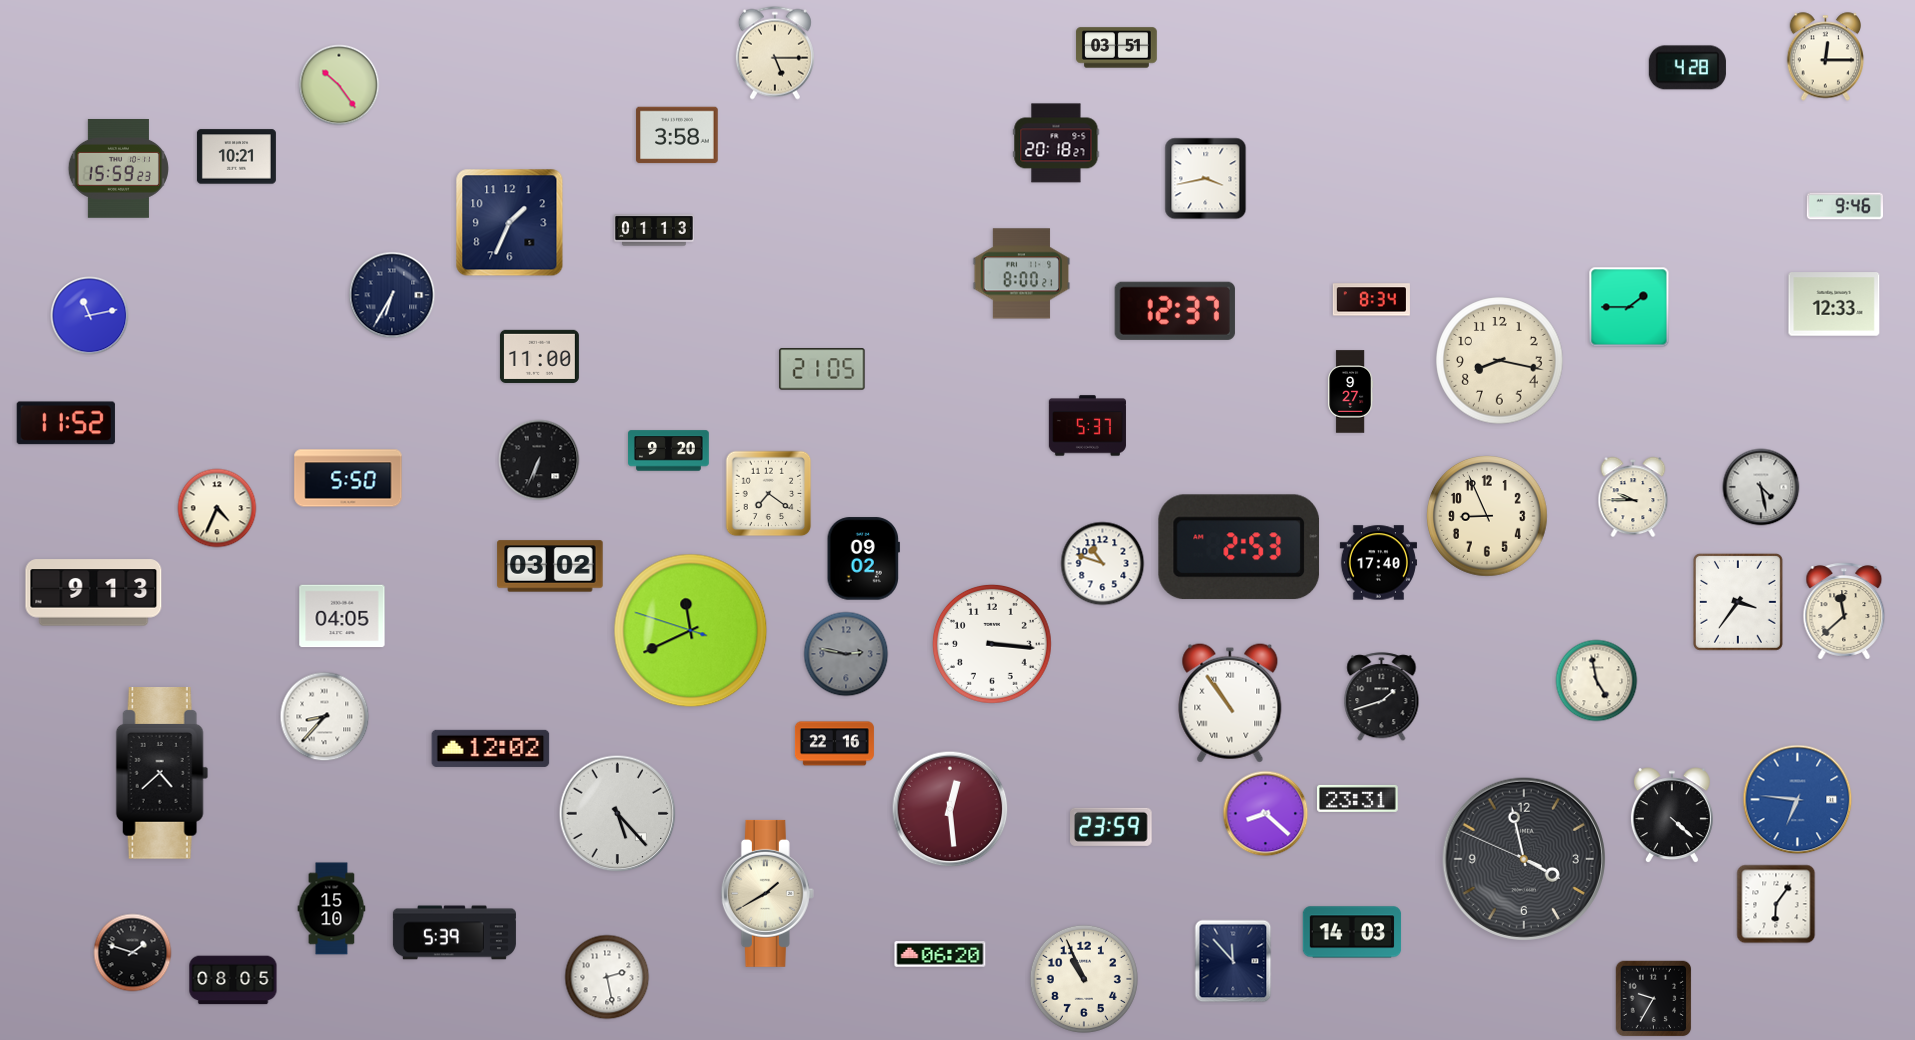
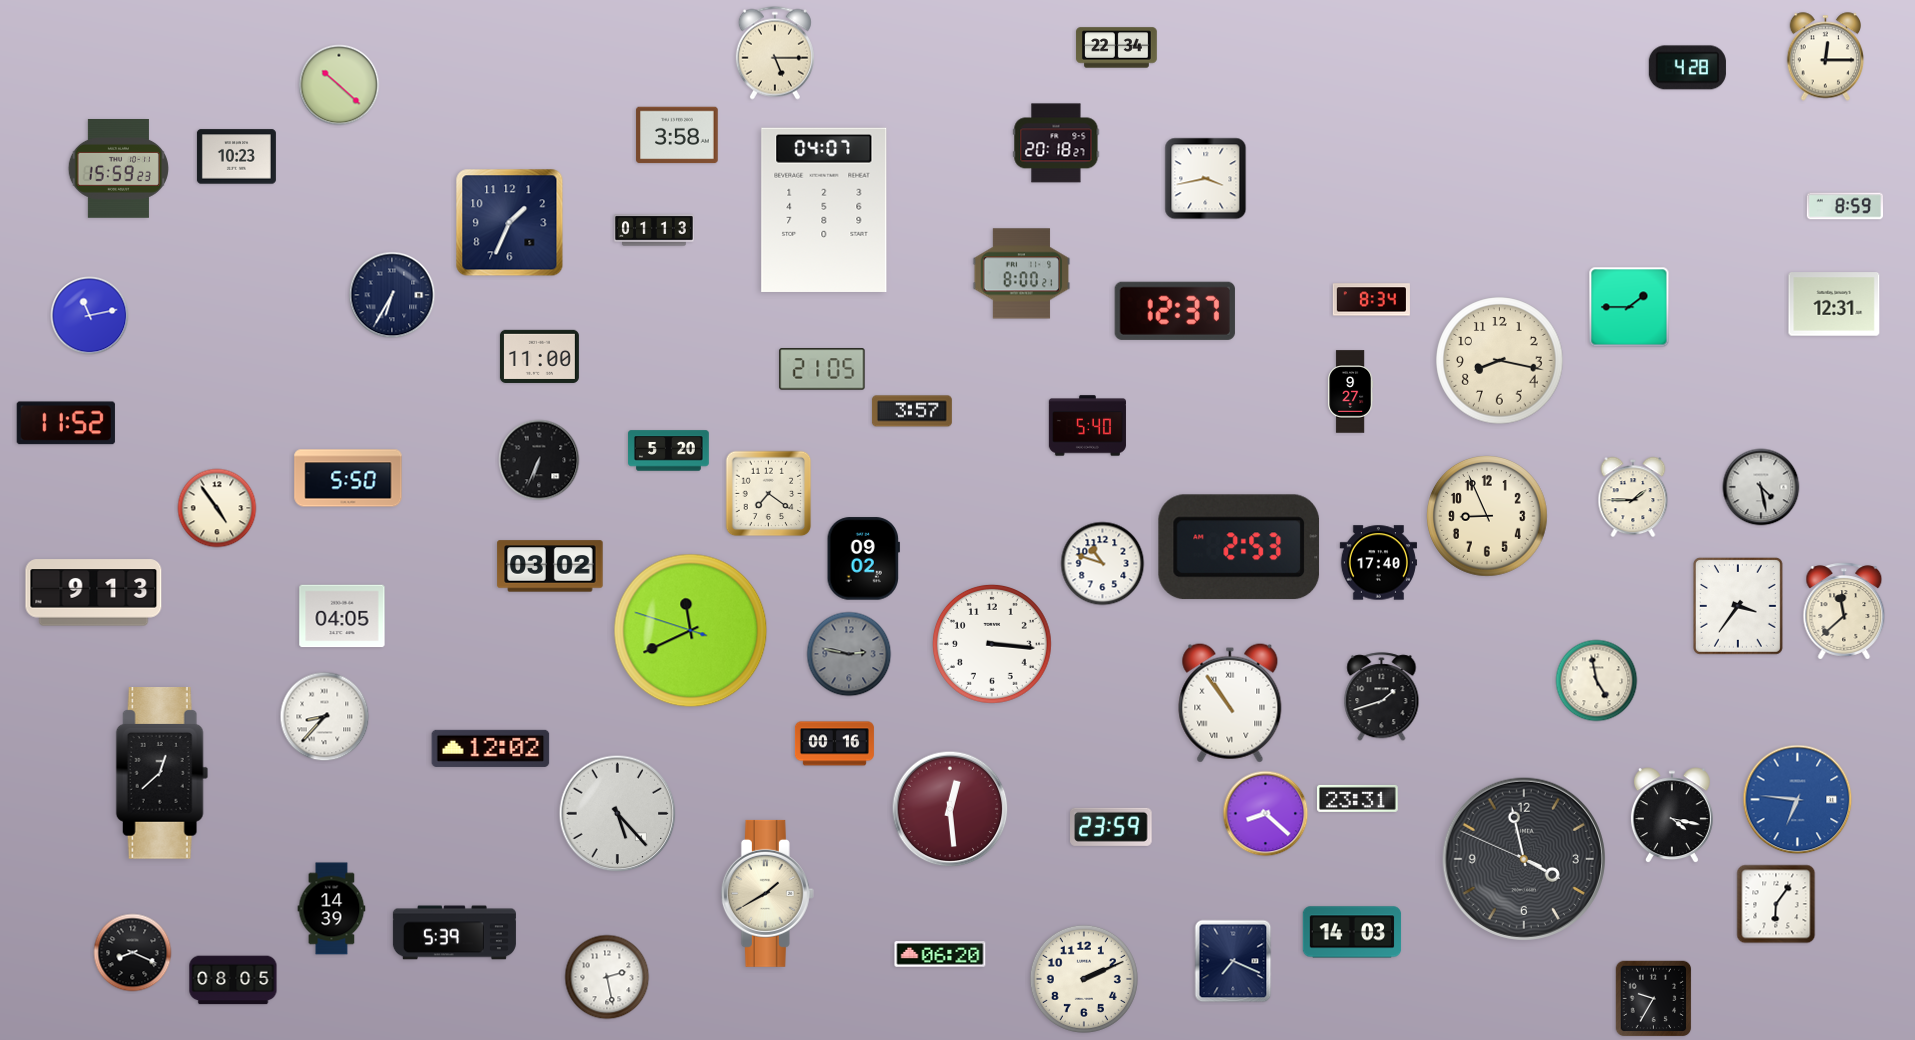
clock at (1117, 48): 03:51 -> 22:34
clock at (339, 85): 10:24 -> 10:22
clock at (236, 157): 10:21 -> 10:23
clock at (1844, 206): 9:46 -> 8:59
clock at (824, 210): none -> 04:07
clock at (1834, 304): 12:33 -> 12:31
clock at (912, 411): none -> 3:57
clock at (1087, 426): 5:37 -> 5:40
clock at (669, 451): 9:20 -> 5:20
clock at (1633, 497): 9:45 -> 1:45
clock at (217, 508): 4:34 -> 4:54
clock at (1738, 602) position: (1738, 602) -> (1738, 606)
clock at (846, 654) position: (846, 654) -> (849, 654)
clock at (834, 744): 22:16 -> 00:16
clock at (162, 774): 4:38 -> 12:38
clock at (1672, 816): 4:22 -> 4:17
clock at (332, 909): 15:10 -> 14:39
clock at (133, 953): 1:48 -> 8:19
clock at (1233, 961): 11:53 -> 7:19
clock at (1084, 979): 10:56 -> 2:11
